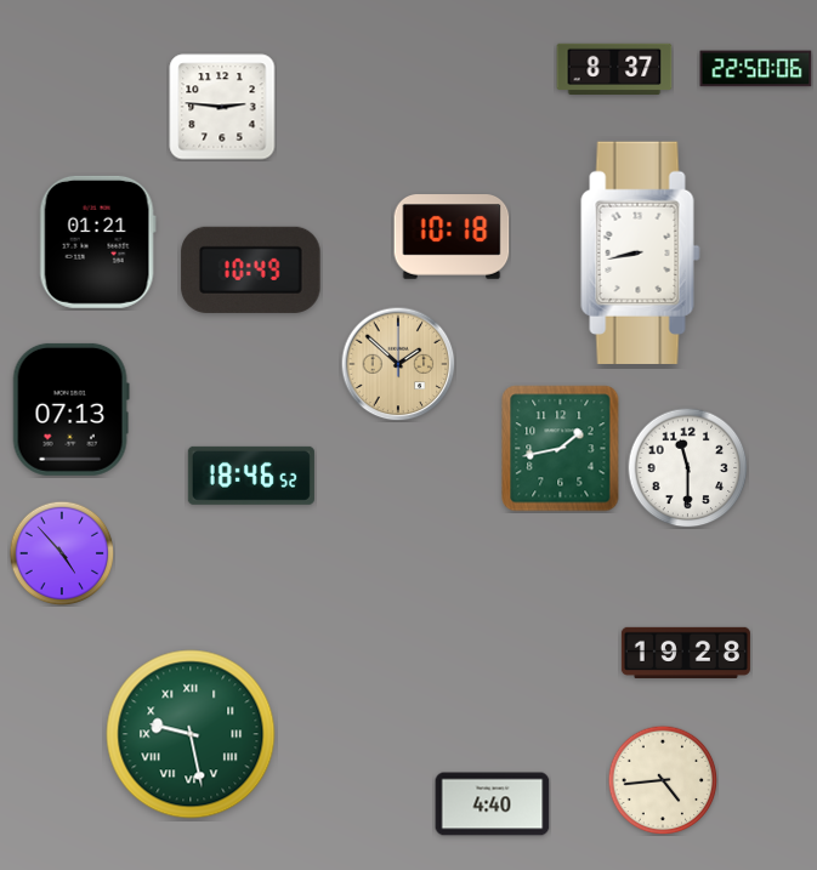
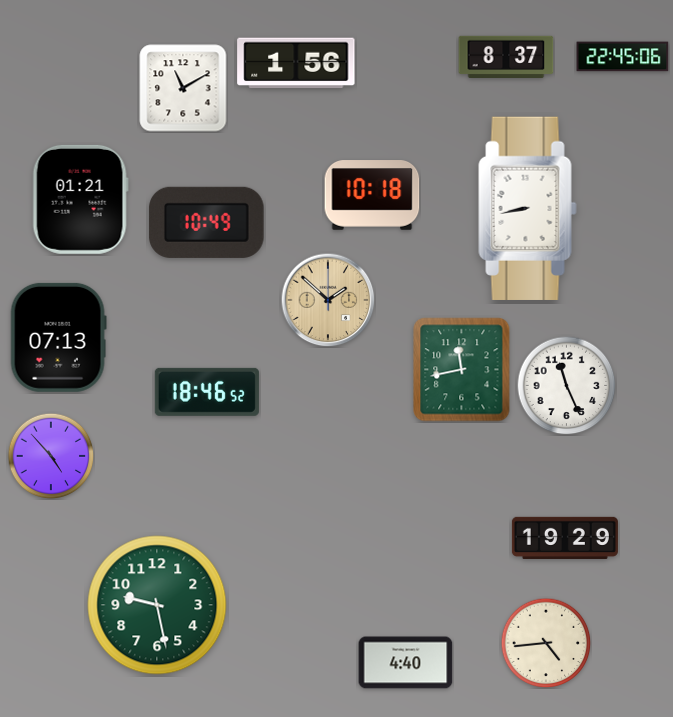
clock at (756, 69): 22:50 -> 22:45
clock at (296, 63): none -> 1:56
clock at (222, 107): 2:46 -> 11:10
clock at (561, 449): 1:43 -> 11:43
clock at (688, 468): 11:30 -> 11:26
clock at (686, 652): 19:28 -> 19:29
clock at (191, 734) numerals: Roman -> Arabic
